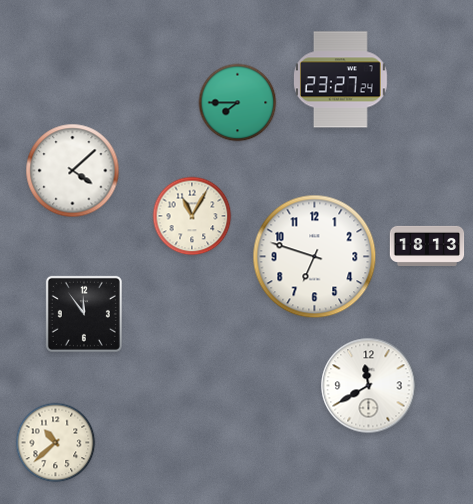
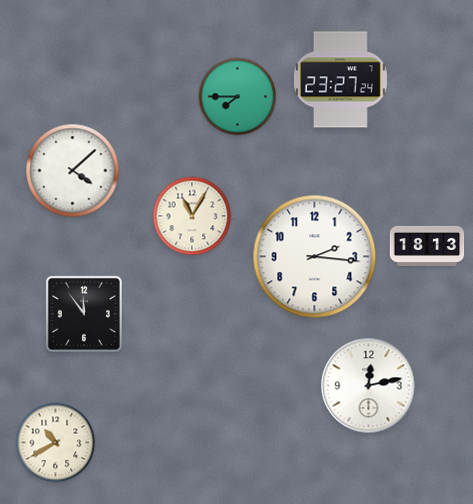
clock at (238, 103) position: (238, 103) -> (238, 97)
clock at (315, 257): 6:48 -> 2:16
clock at (369, 386): 11:40 -> 12:13
clock at (56, 443): 10:38 -> 10:40
